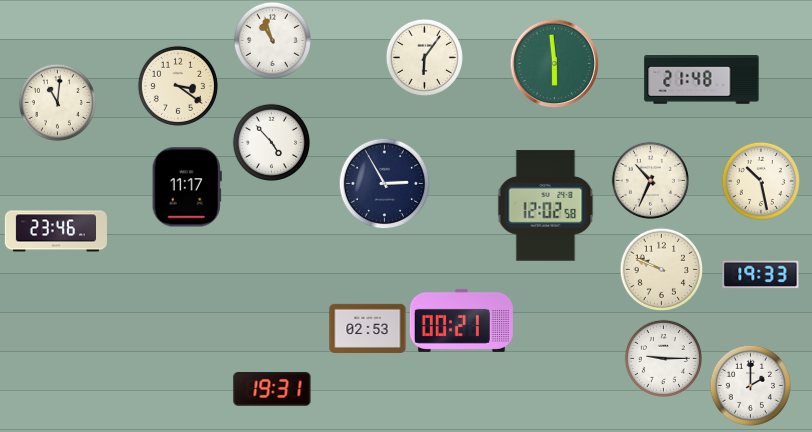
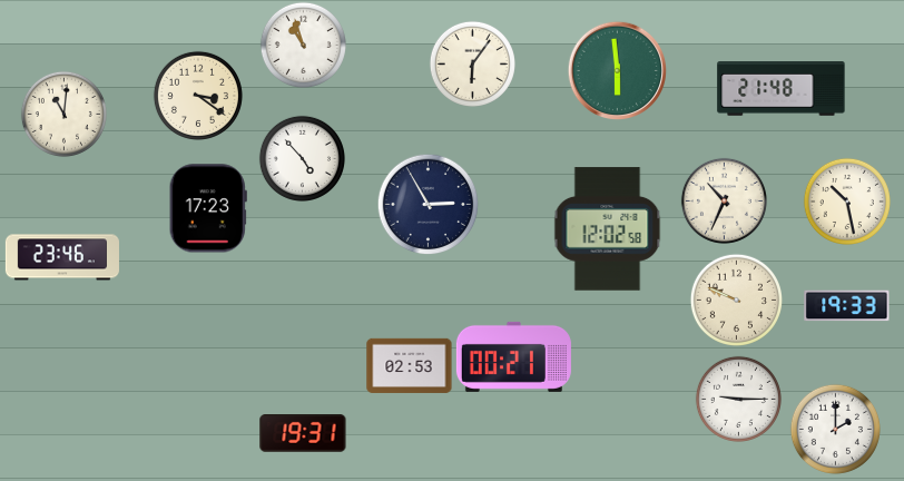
clock at (187, 187): 11:17 -> 17:23
